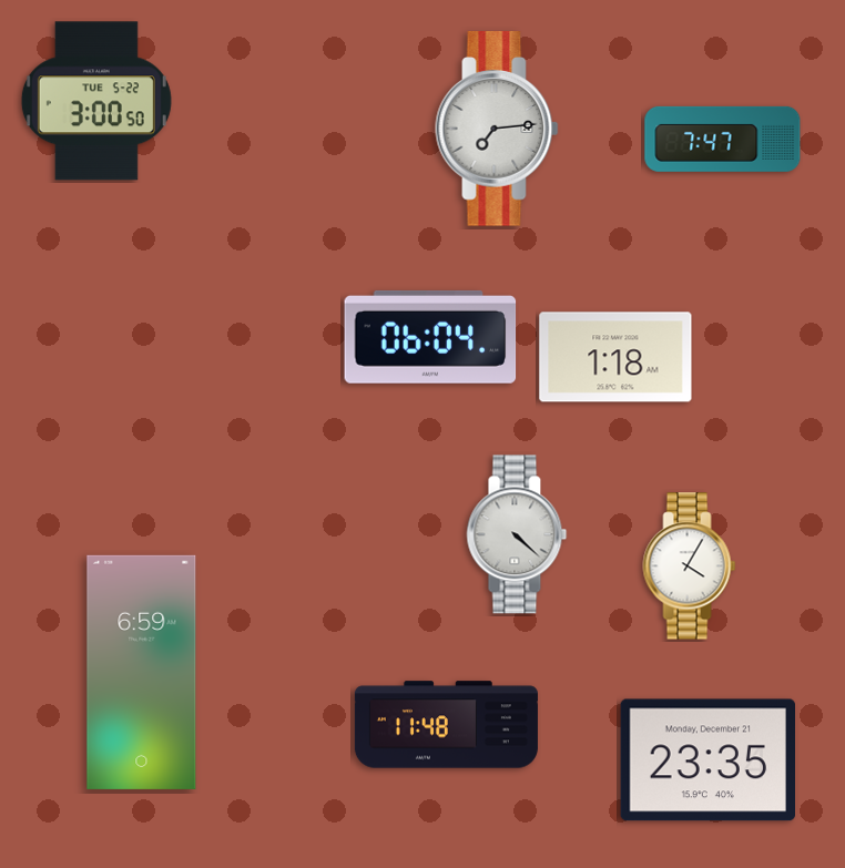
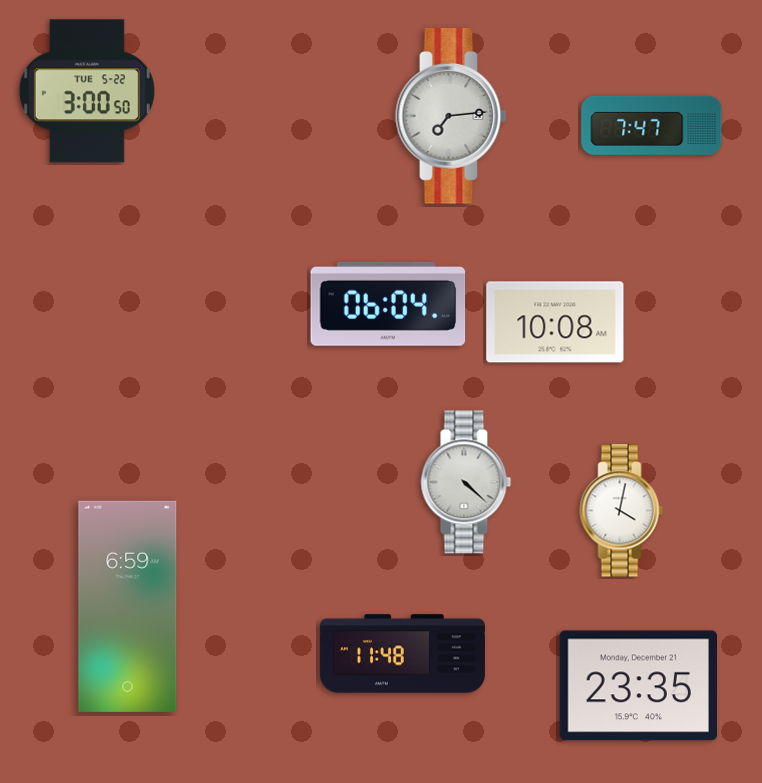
clock at (497, 129) position: (497, 129) -> (451, 116)
clock at (615, 357): 1:18 -> 10:08
clock at (690, 566): 4:05 -> 4:02
